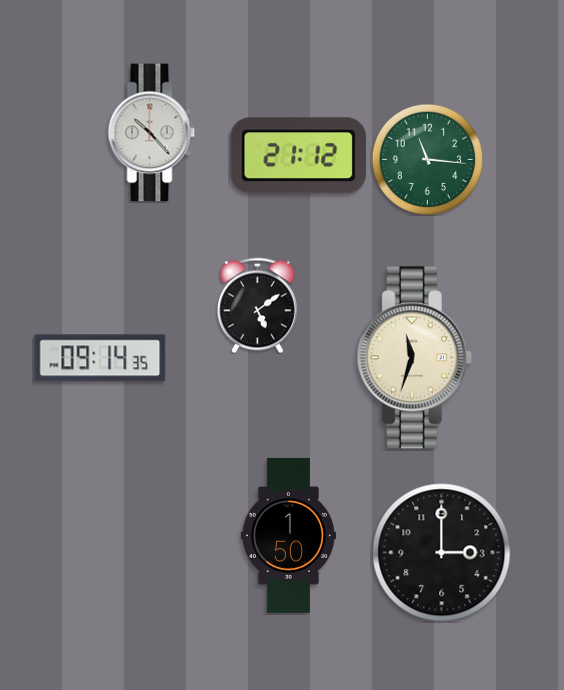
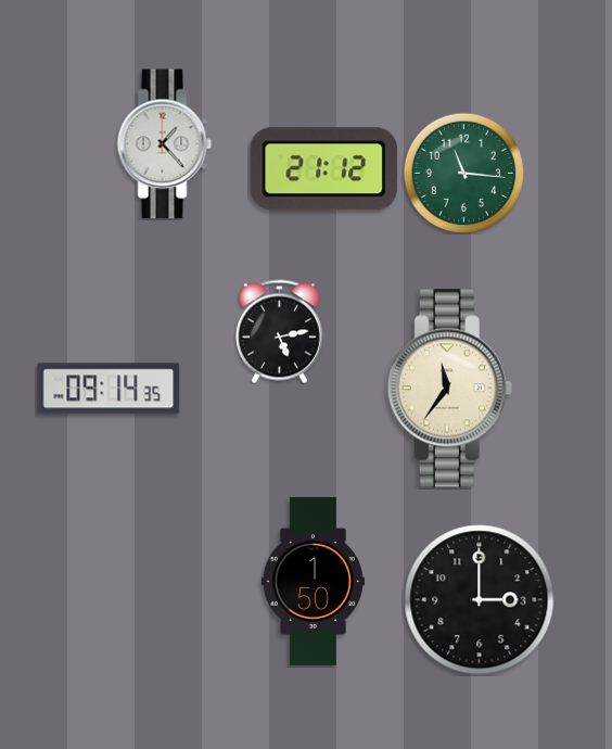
clock at (152, 133): 10:23 -> 1:23
clock at (257, 305): 5:09 -> 5:13
clock at (414, 358): 11:33 -> 11:36
